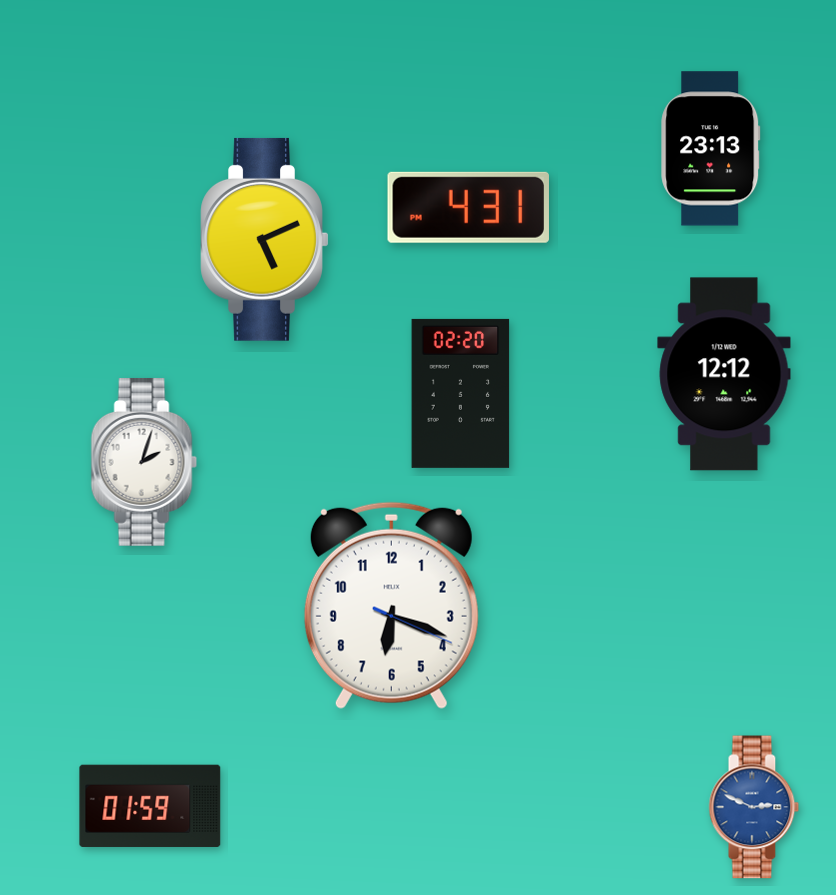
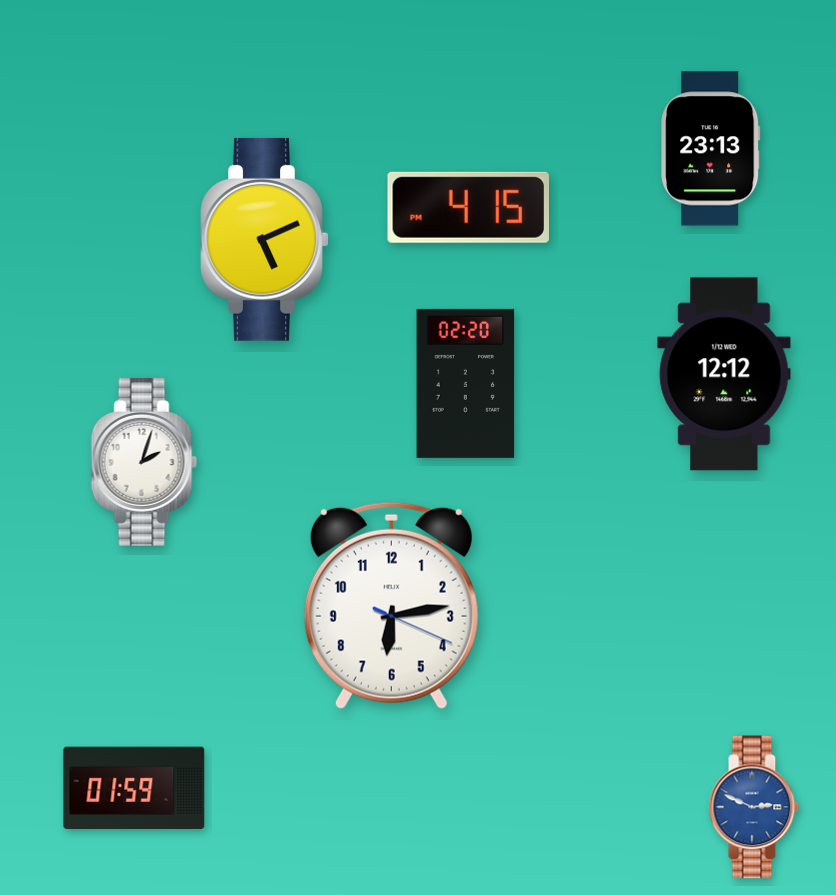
clock at (468, 207): 4:31 -> 4:15
clock at (461, 393) position: (461, 393) -> (466, 383)
clock at (391, 605): 6:18 -> 6:13
clock at (150, 806) position: (150, 806) -> (134, 788)
